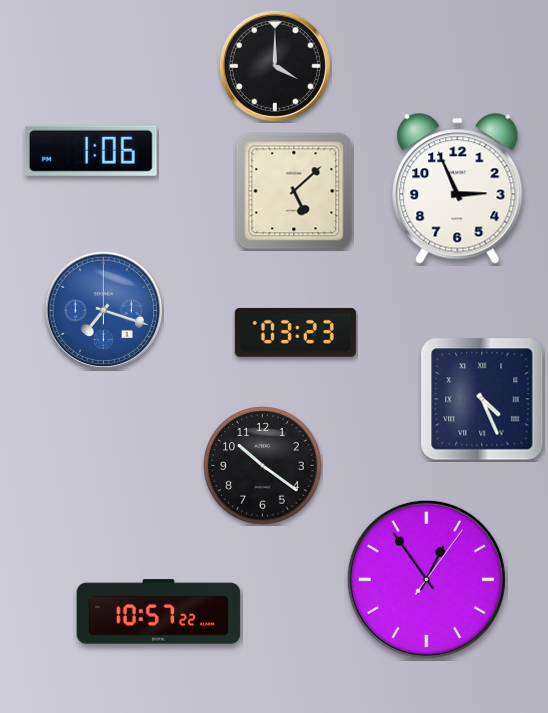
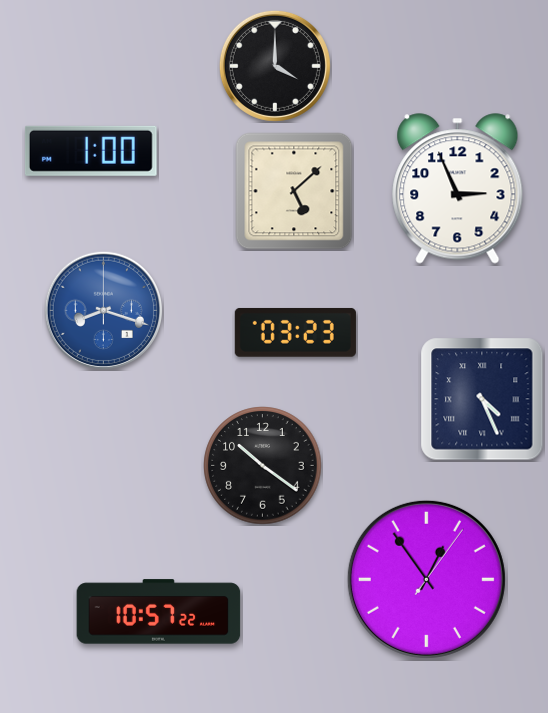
clock at (91, 151): 1:06 -> 1:00
clock at (103, 310): 7:18 -> 8:18
